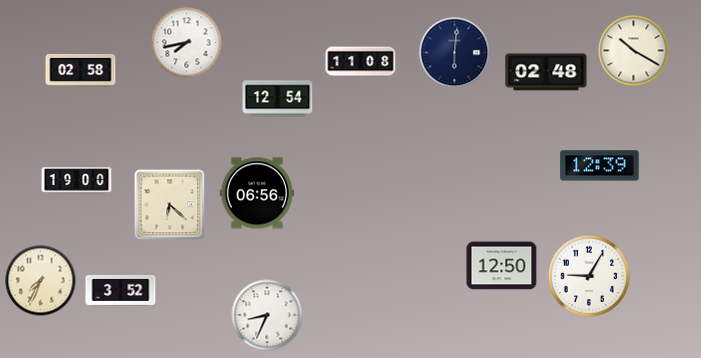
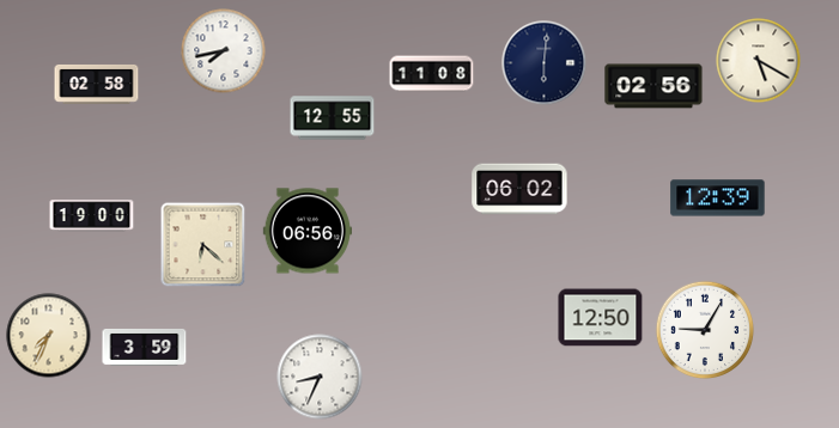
clock at (634, 51): 10:20 -> 5:20
clock at (546, 72): 02:48 -> 02:56
clock at (278, 99): 12:54 -> 12:55
clock at (519, 189): none -> 06:02
clock at (121, 290): 3:52 -> 3:59
